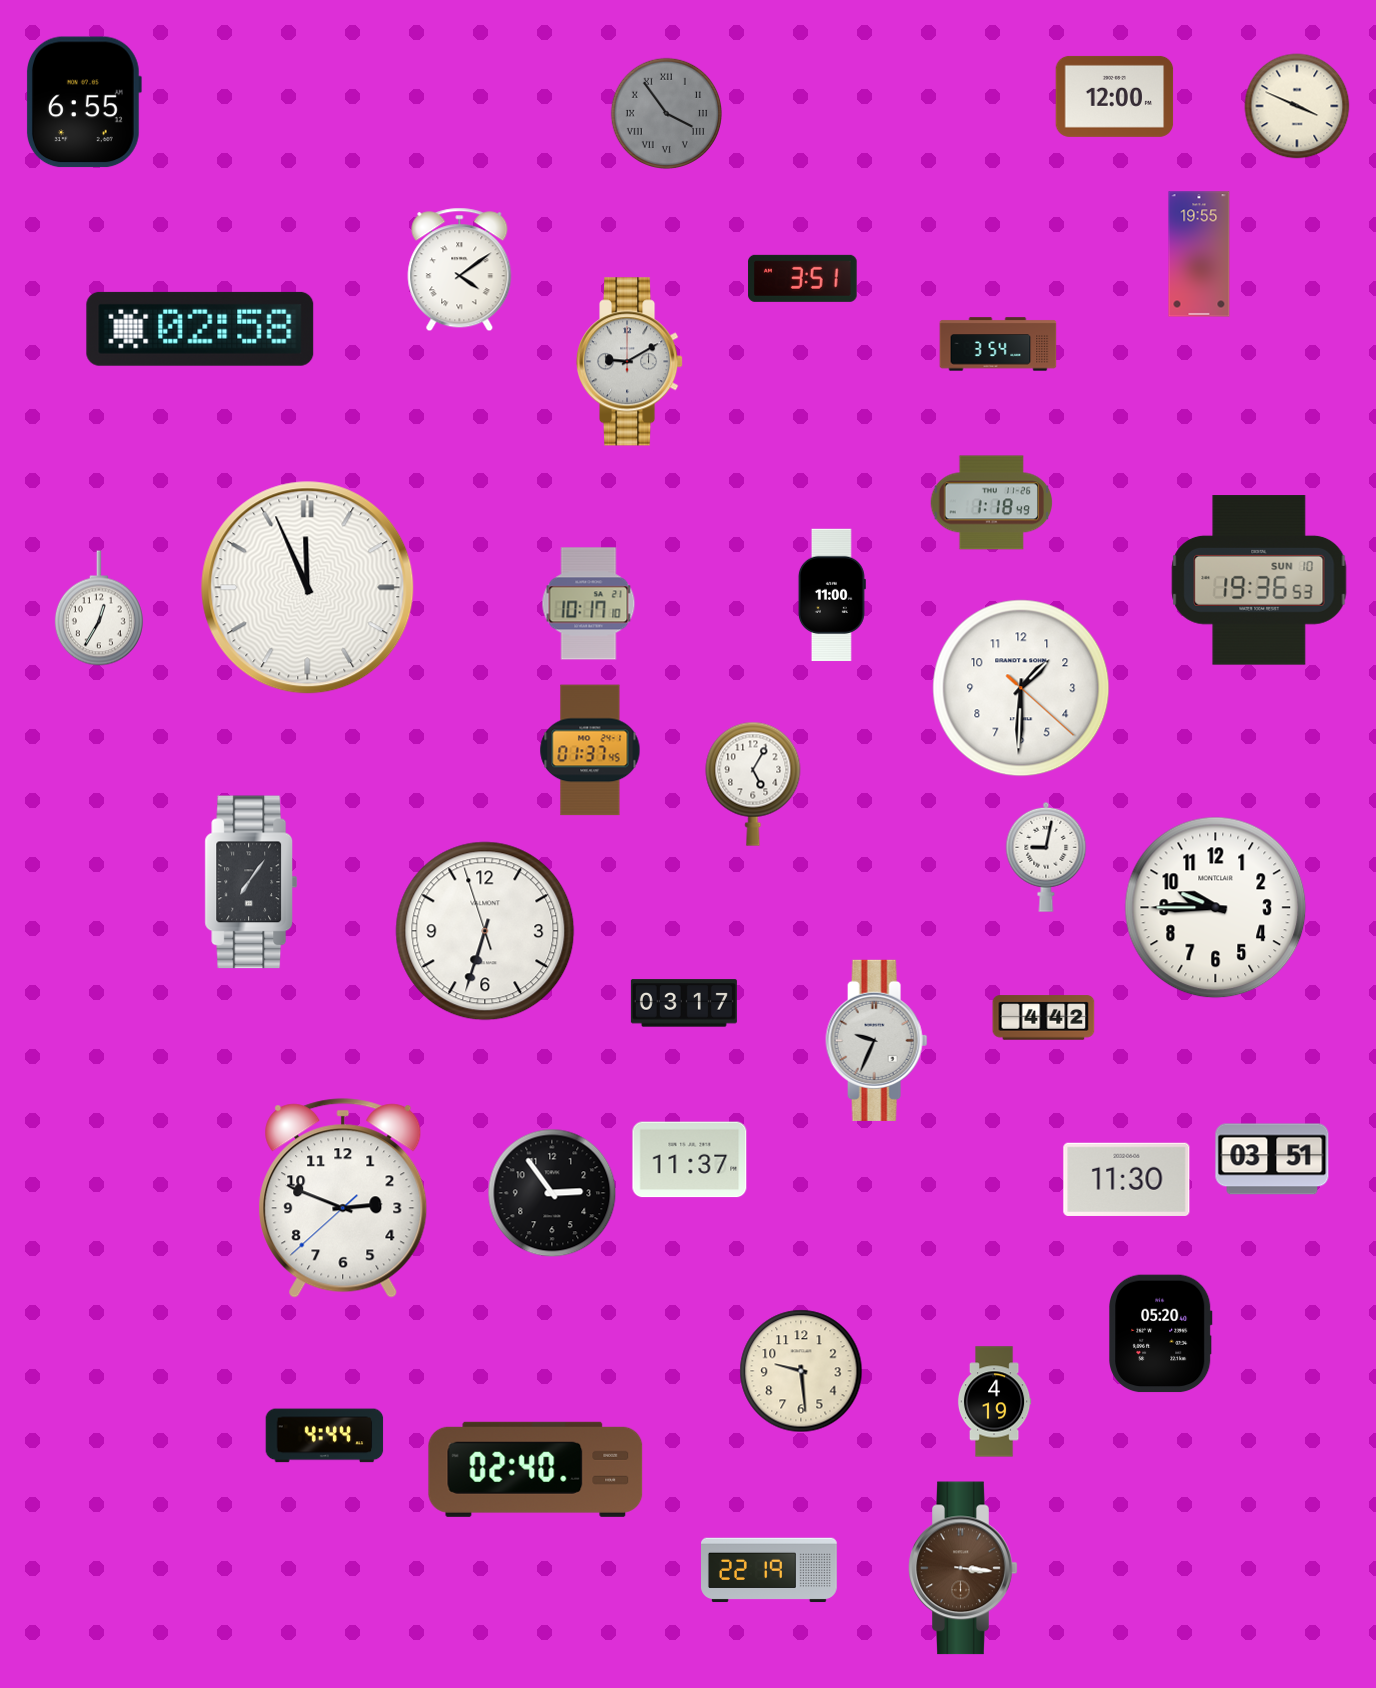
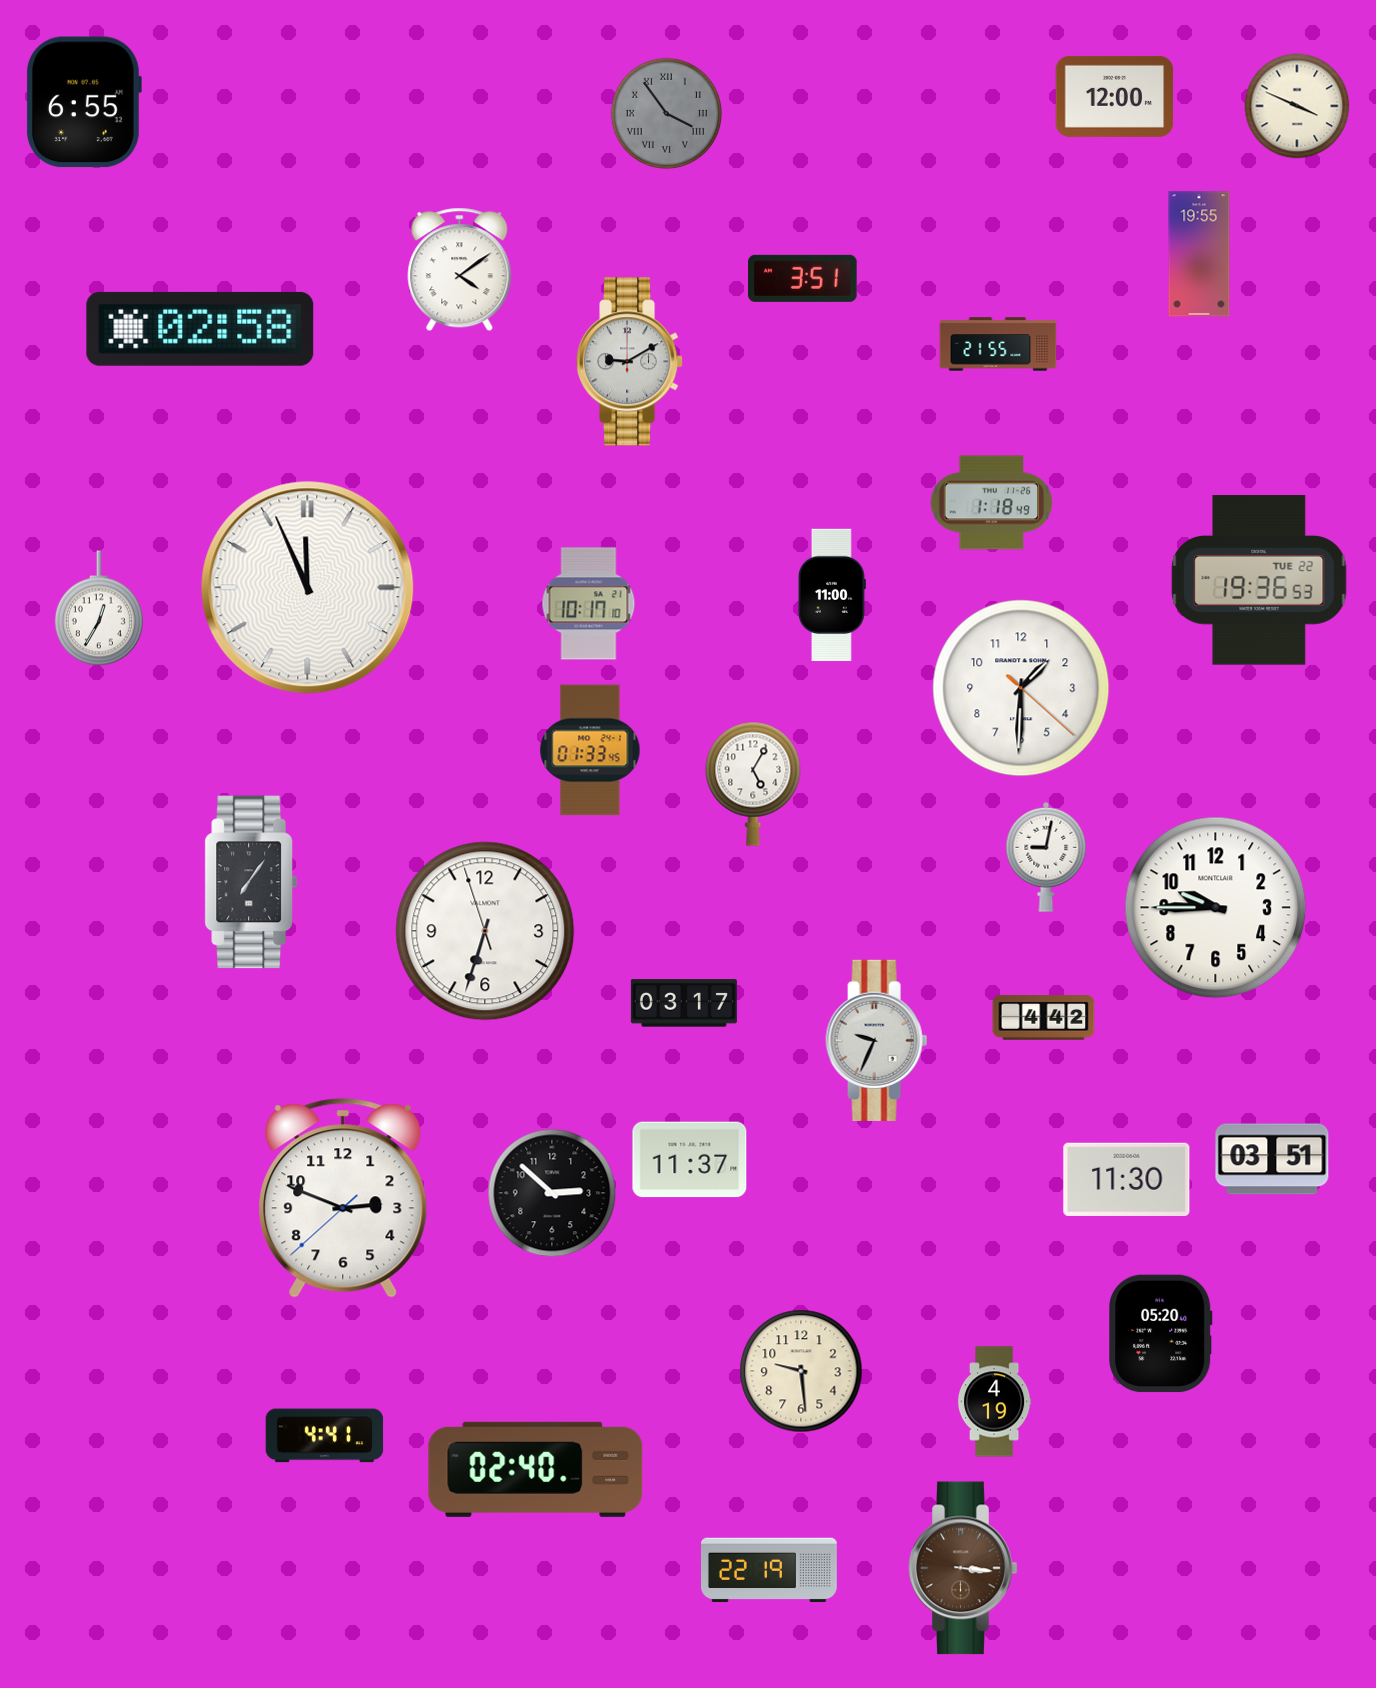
clock at (998, 344): 3:54 -> 21:55
clock at (1259, 580) date: SUN 10 -> TUE 22
clock at (590, 750): 01:37 -> 01:33
clock at (552, 1193): 2:54 -> 2:52
clock at (325, 1436): 4:44 -> 4:41
